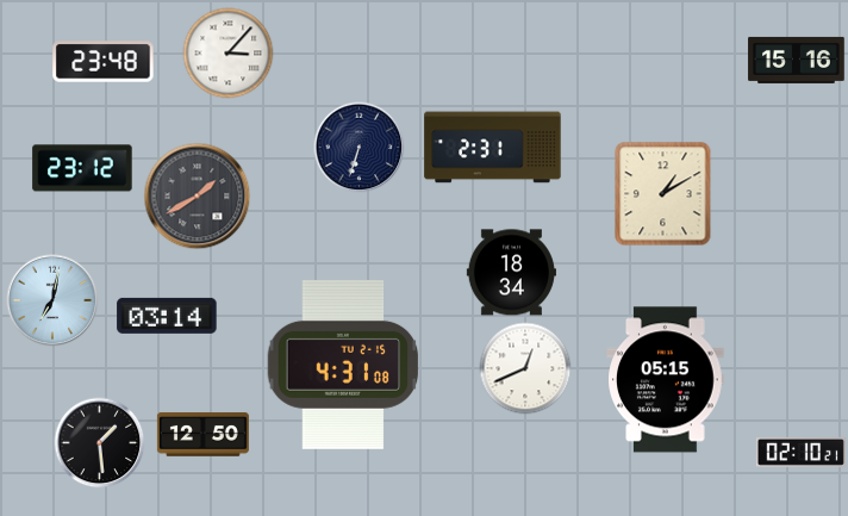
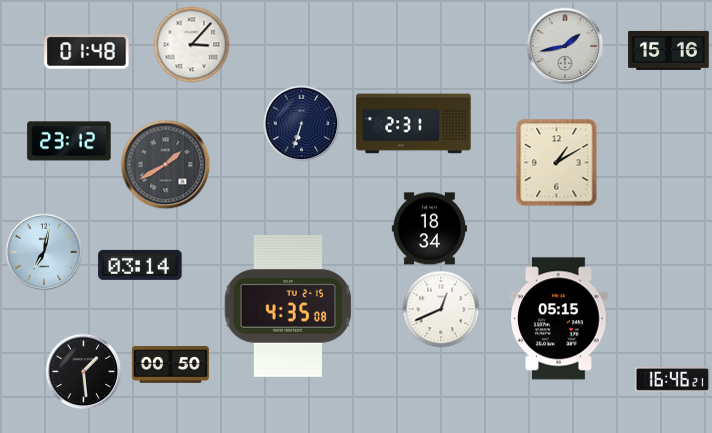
clock at (565, 46): none -> 1:43
clock at (104, 62): 23:48 -> 01:48
clock at (343, 365): 4:31 -> 4:35
clock at (202, 435): 12:50 -> 00:50
clock at (800, 452): 02:10 -> 16:46
